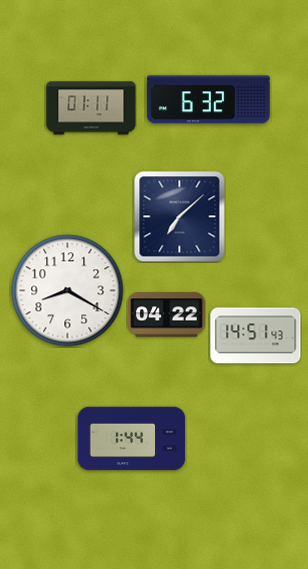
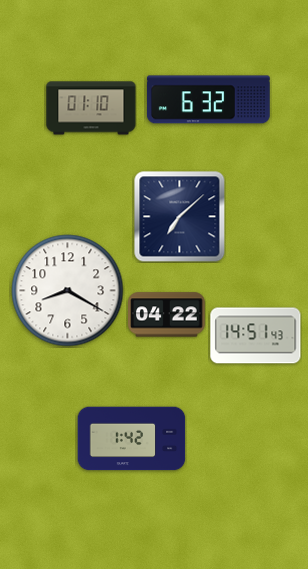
clock at (91, 108): 01:11 -> 01:10
clock at (132, 439): 1:44 -> 1:42
